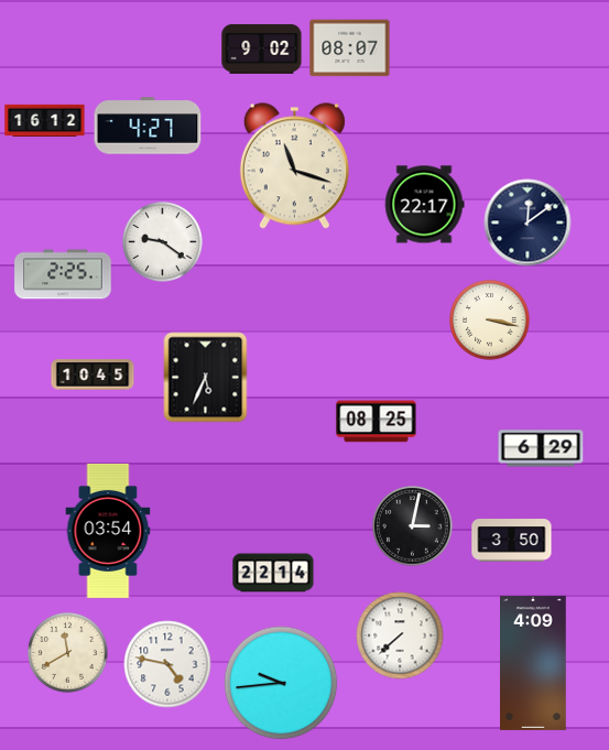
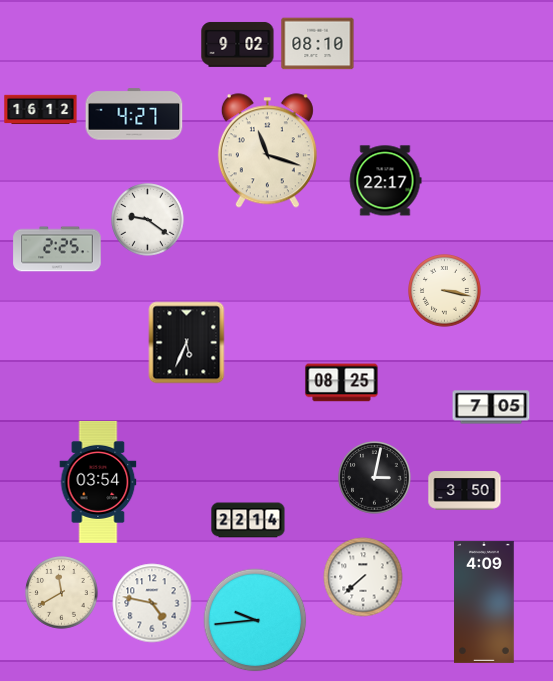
clock at (350, 48): 08:07 -> 08:10
clock at (424, 205) position: (424, 205) -> (385, 181)
clock at (528, 222): 12:09 -> none
clock at (93, 374): 10:45 -> none
clock at (541, 448): 6:29 -> 7:05
